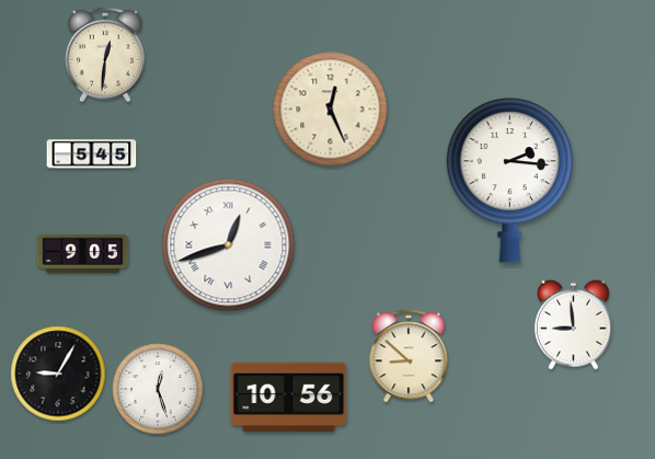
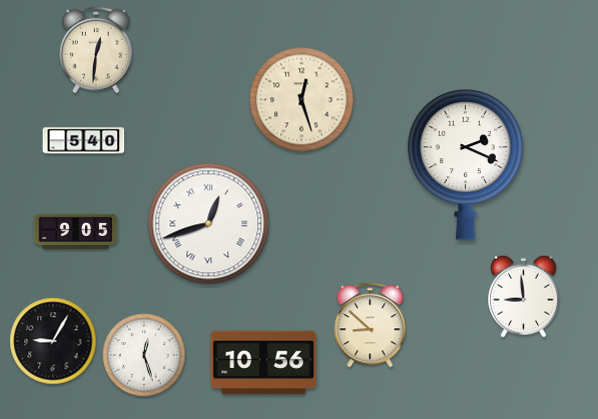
clock at (331, 110): 12:26 -> 12:27
clock at (92, 154): 5:45 -> 5:40
clock at (509, 181): 2:16 -> 2:19
clock at (409, 356) position: (409, 356) -> (370, 325)
